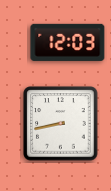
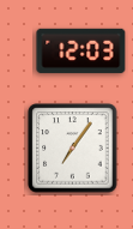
clock at (61, 124): 8:43 -> 7:06
